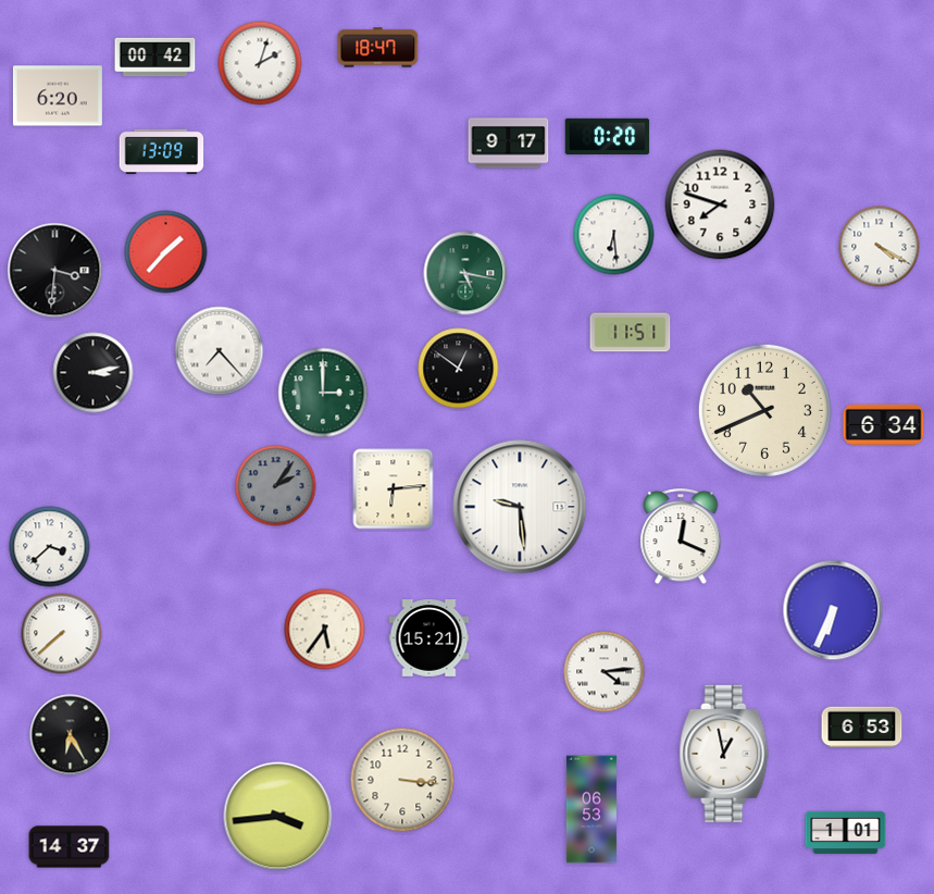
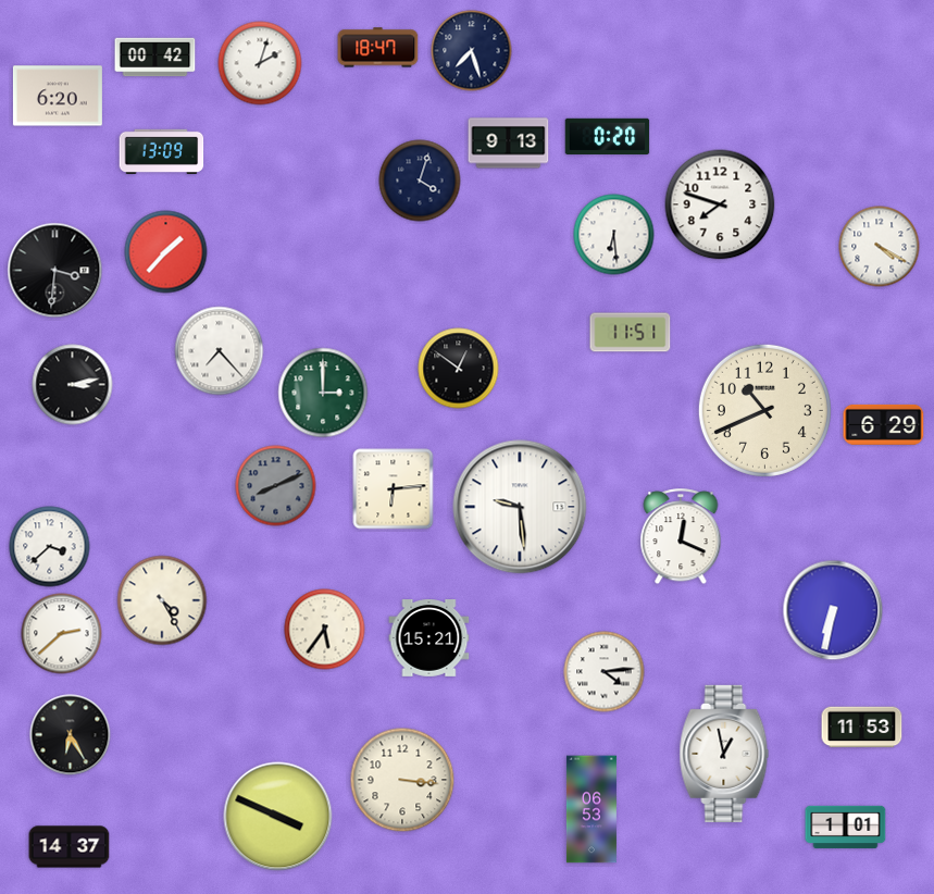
clock at (472, 51): none -> 7:27
clock at (509, 144): 9:17 -> 9:13
clock at (420, 181): none -> 4:03
clock at (465, 273): 5:17 -> none
clock at (94, 373) position: (94, 373) -> (73, 385)
clock at (884, 424): 6:34 -> 6:29
clock at (276, 486): 2:06 -> 8:11
clock at (162, 600): none -> 4:25
clock at (833, 610): 6:34 -> 6:32
clock at (62, 634): 7:38 -> 2:38
clock at (862, 728): 6:53 -> 11:53
clock at (278, 817): 3:44 -> 3:49
clock at (846, 833) position: (846, 833) -> (846, 828)
